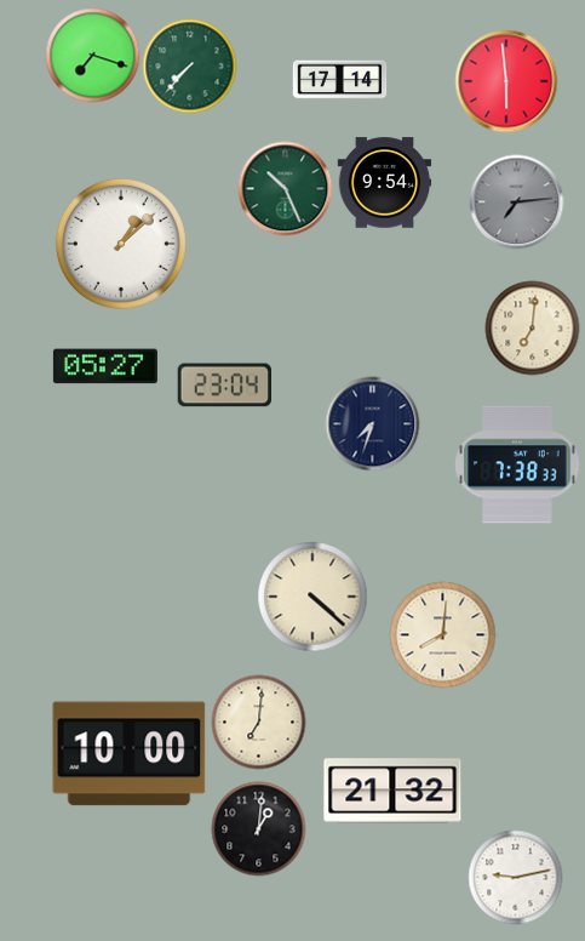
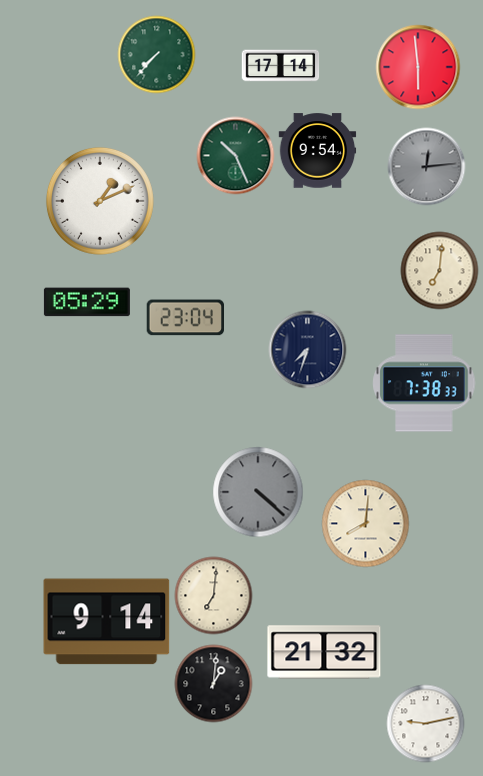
clock at (92, 55): 7:18 -> none
clock at (516, 201): 7:14 -> 12:14
clock at (121, 244): 1:08 -> 1:11
clock at (105, 366): 05:27 -> 05:29
clock at (517, 464) position: (517, 464) -> (424, 383)
clock at (312, 597) dial: cream -> grey
clock at (130, 754): 10:00 -> 9:14
